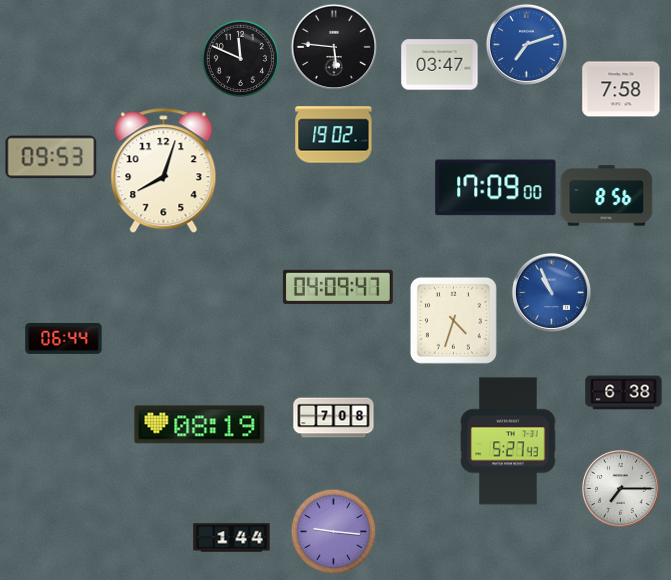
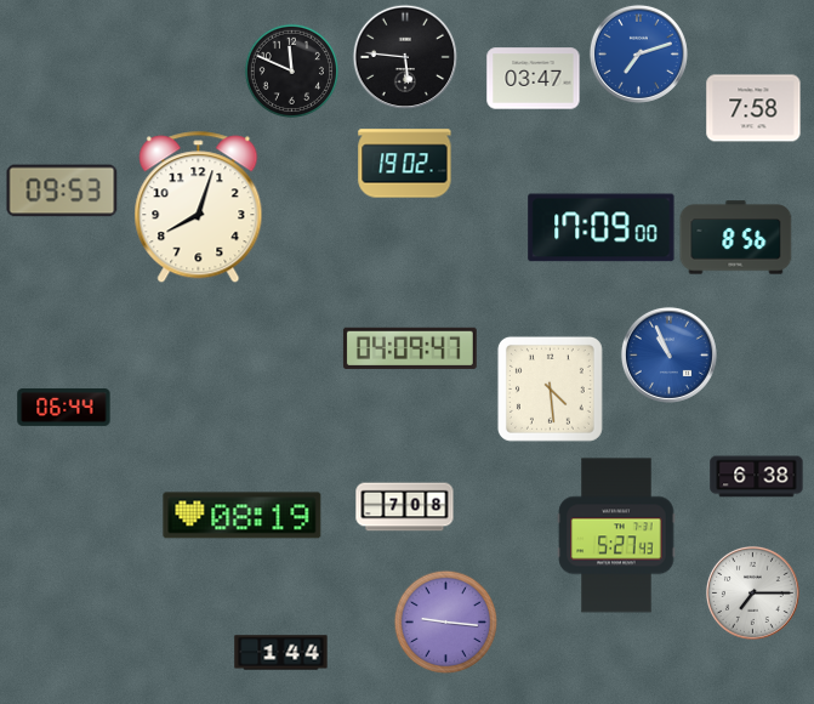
clock at (453, 320): 4:33 -> 4:29
clock at (64, 338) position: (64, 338) -> (64, 407)
clock at (333, 531) position: (333, 531) -> (445, 621)
